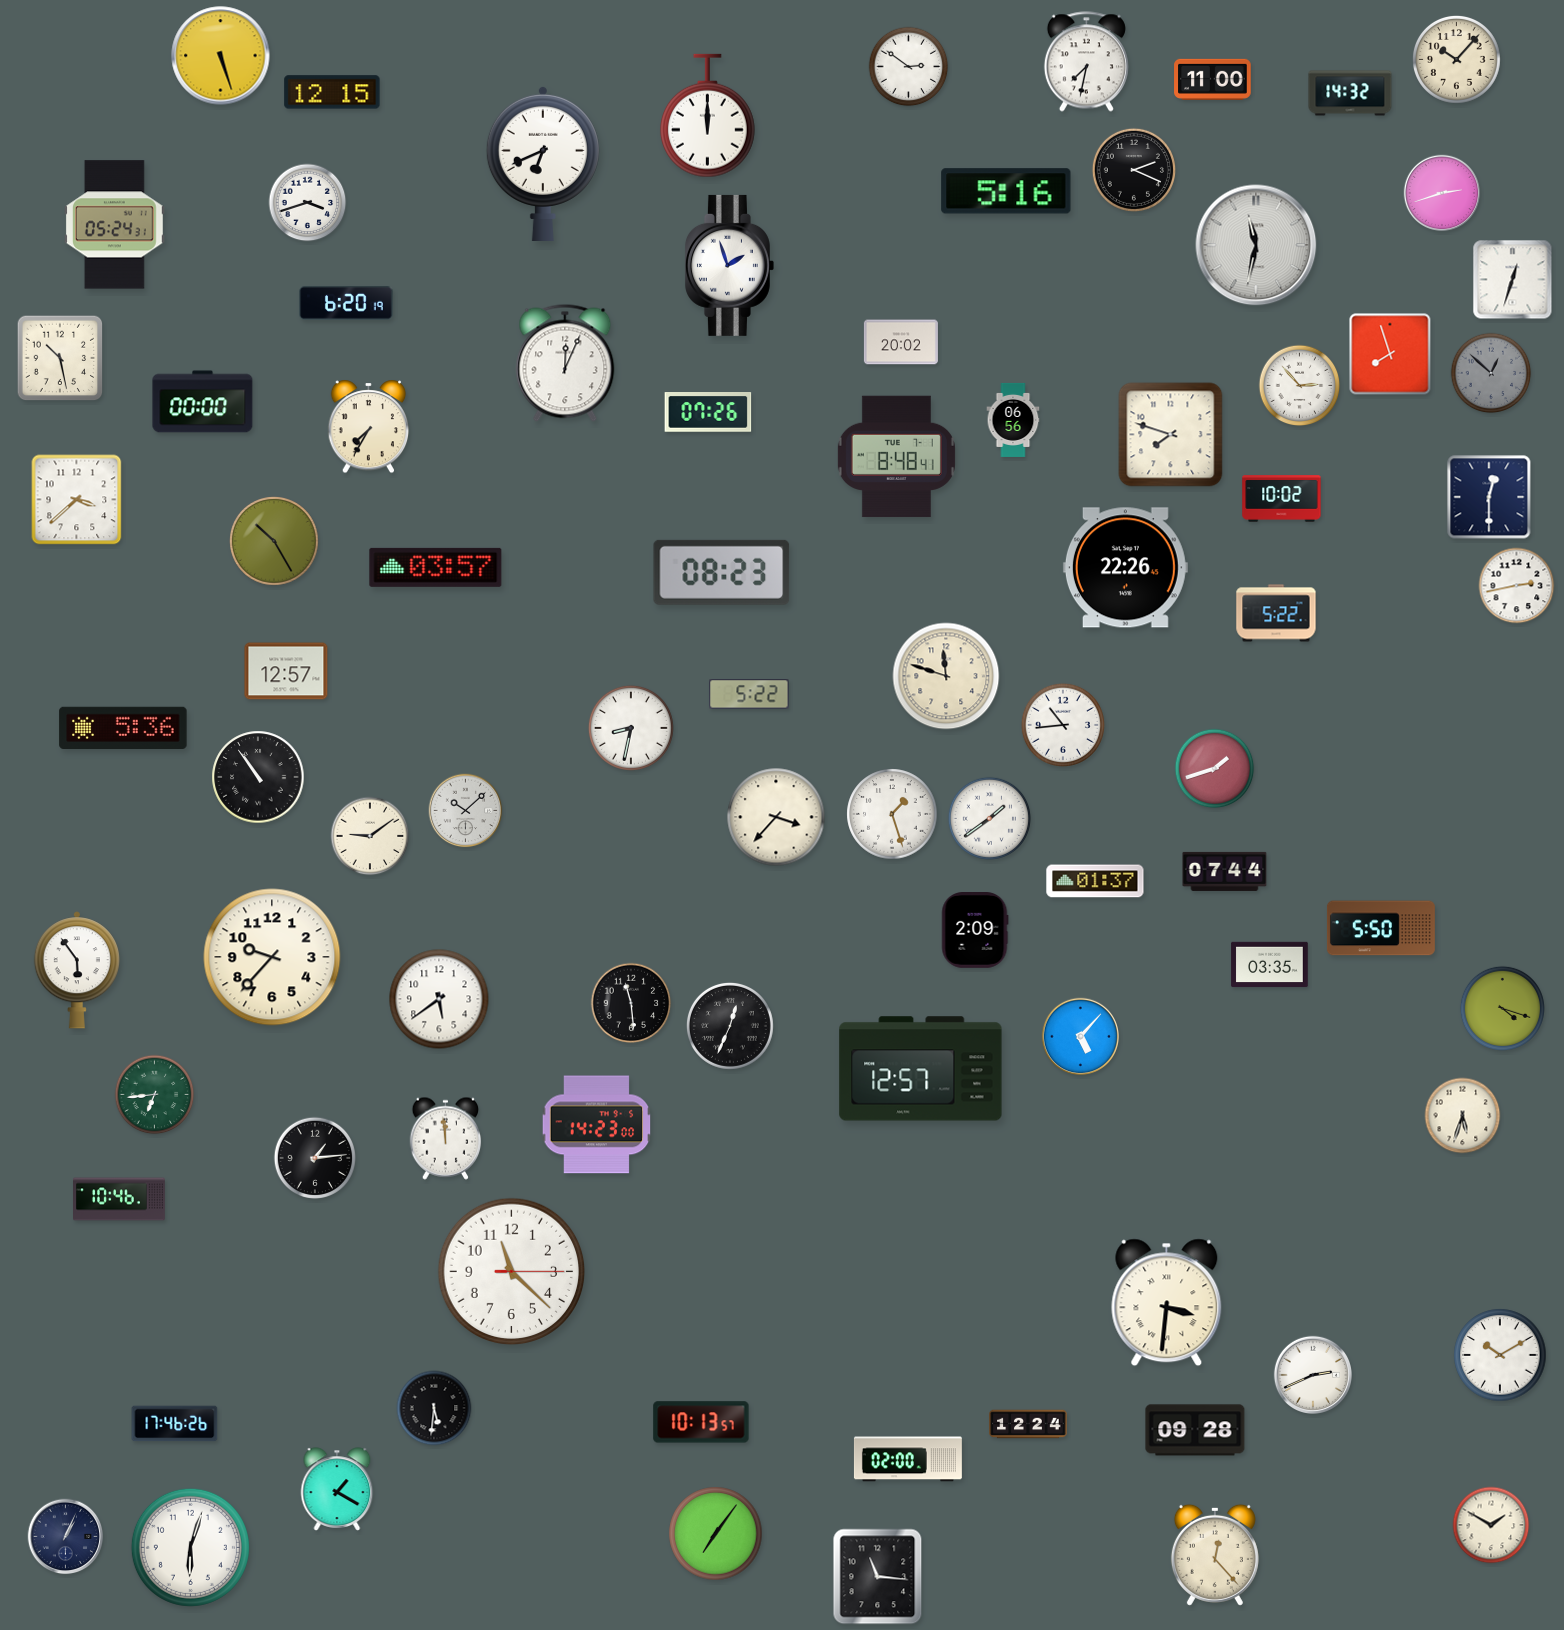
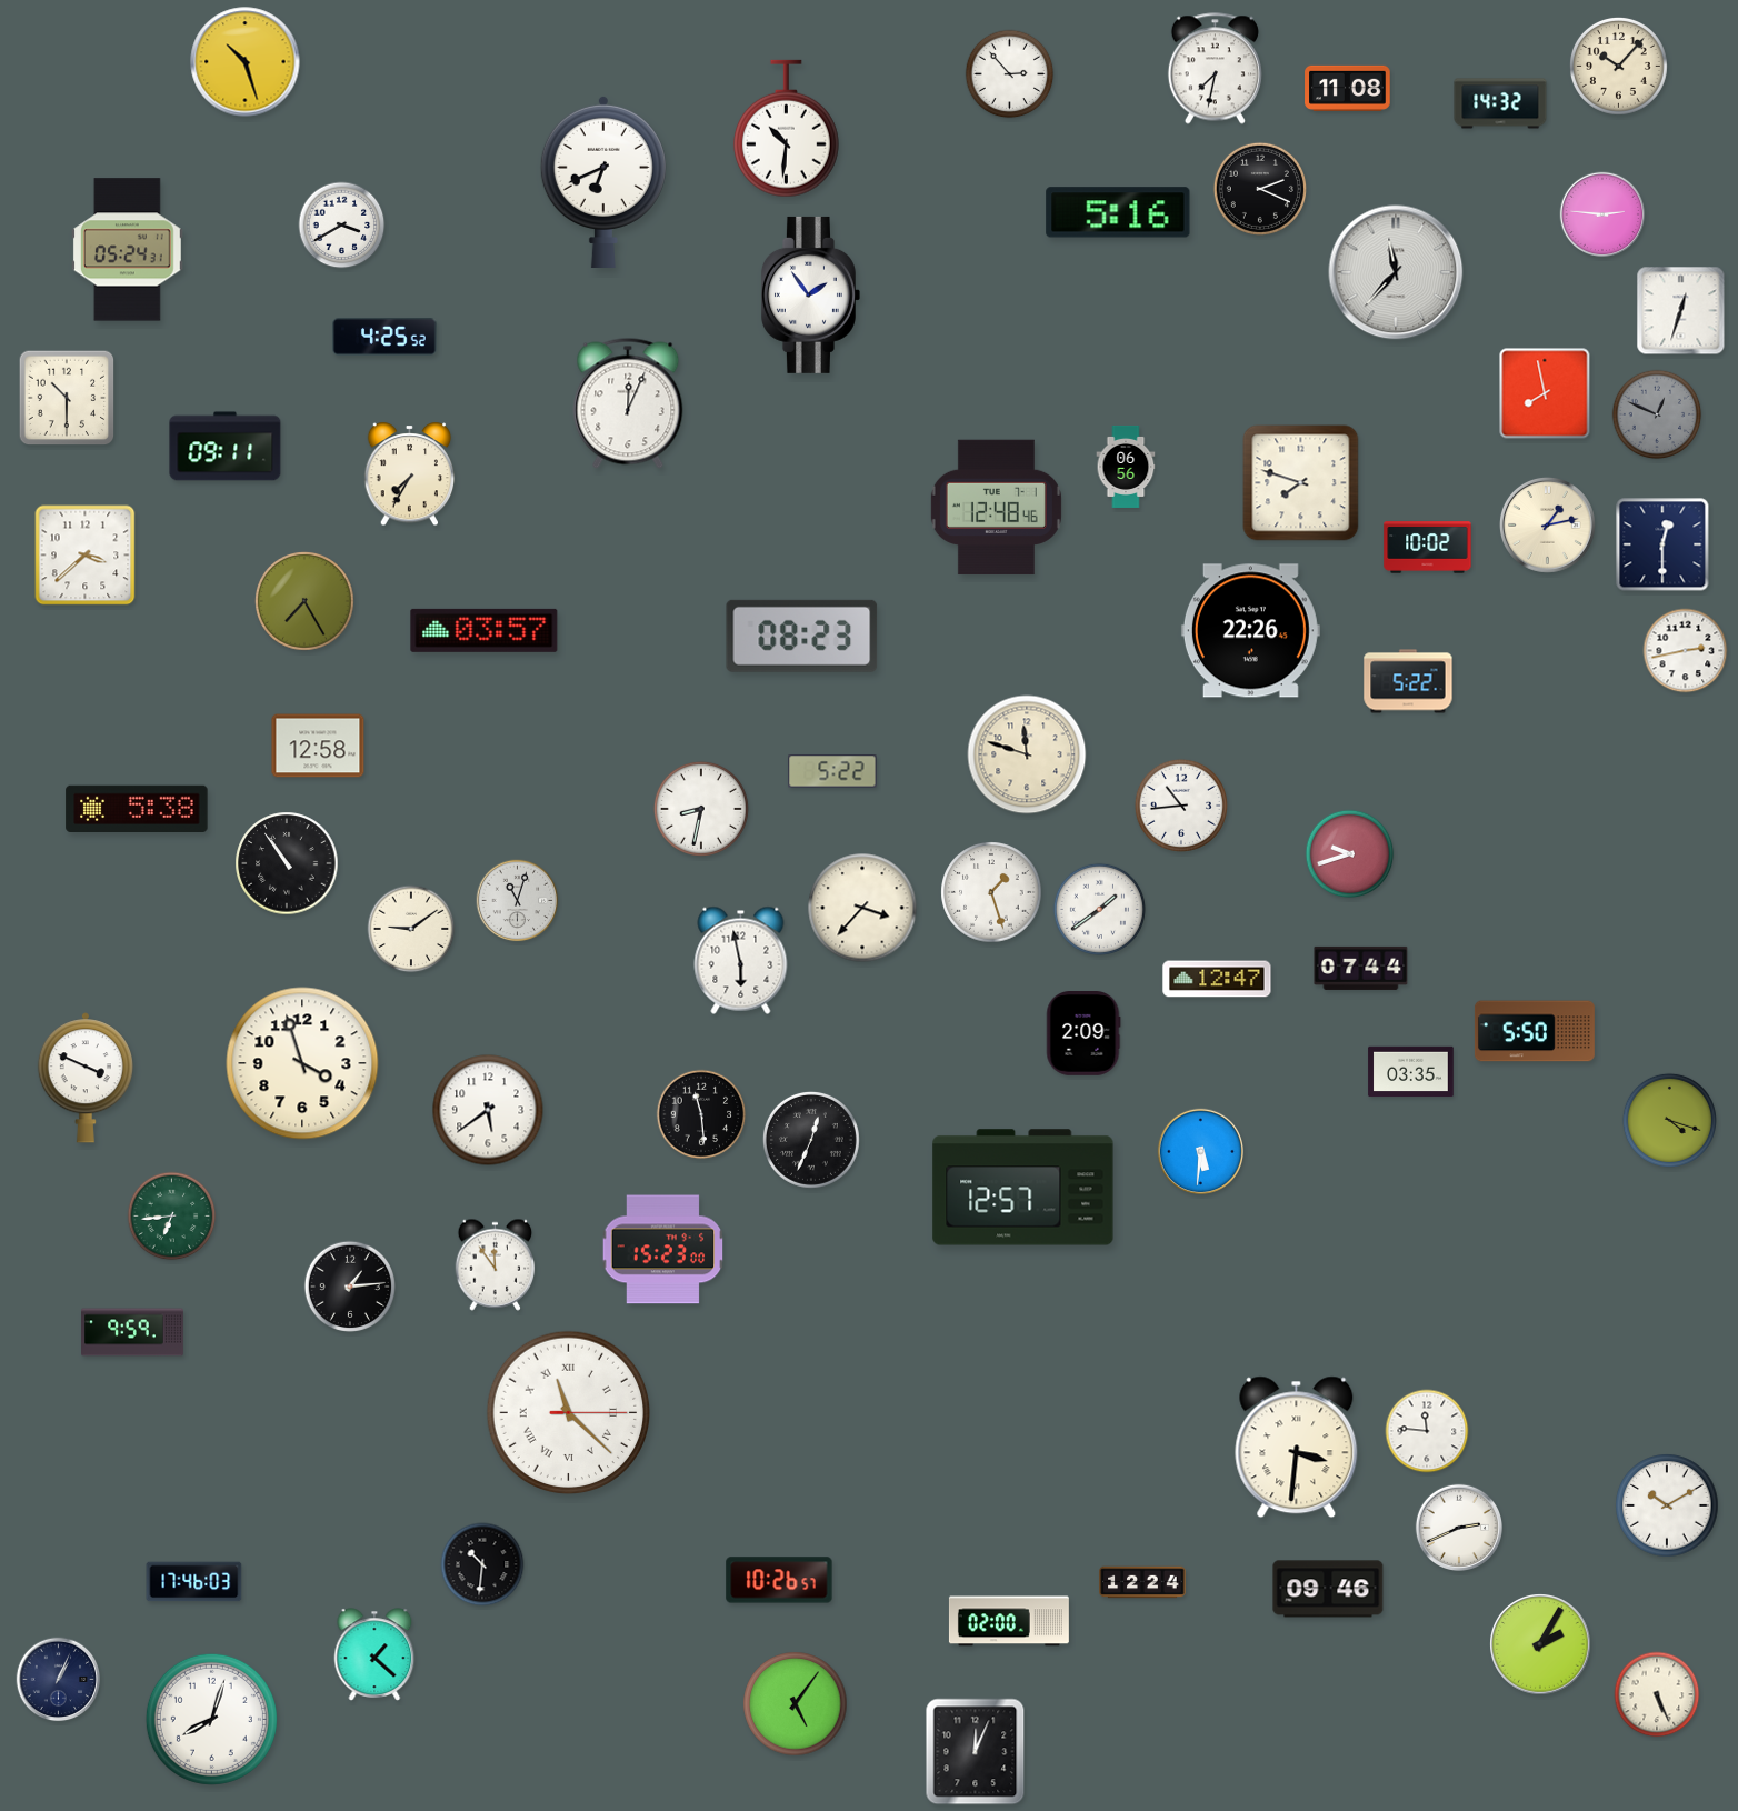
clock at (221, 56): 5:27 -> 10:27
clock at (1086, 62) position: (1086, 62) -> (1215, 69)
clock at (909, 67): 2:51 -> 2:53
clock at (1213, 79): 11:00 -> 11:08
clock at (332, 92): 12:15 -> none
clock at (707, 116): 12:00 -> 10:31
clock at (1442, 193): 2:42 -> 2:46
clock at (308, 203): 3:42 -> 3:40
clock at (1256, 245): 11:32 -> 11:37
clock at (729, 265): 1:57 -> 1:54
clock at (346, 303): 6:20 -> 4:25
clock at (901, 342): 20:02 -> none
clock at (1390, 354): 7:57 -> 7:58
clock at (60, 358): 10:28 -> 10:30
clock at (1491, 373): 12:52 -> 12:49
clock at (1300, 386): 2:53 -> none
clock at (203, 402): 00:00 -> 09:11
clock at (708, 412): 07:26 -> none
clock at (896, 457): 8:48 -> 12:48
clock at (1547, 524): none -> 1:13
clock at (1489, 497) position: (1489, 497) -> (1662, 544)
clock at (1282, 499) position: (1282, 499) -> (1428, 548)
clock at (275, 542): 10:25 -> 7:25
clock at (1276, 613) position: (1276, 613) -> (1408, 681)
clock at (286, 671): 12:57 -> 12:58
clock at (946, 676) position: (946, 676) -> (1027, 754)
clock at (123, 727): 5:36 -> 5:38
clock at (1215, 769): 1:42 -> 9:42
clock at (466, 811): 10:08 -> 11:03
clock at (892, 814) position: (892, 814) -> (991, 892)
clock at (741, 960): none -> 5:58
clock at (1095, 881): 01:37 -> 12:47
clock at (272, 957): 9:37 -> 3:57
clock at (77, 970): 5:54 -> 3:49
clock at (1080, 1036): 5:07 -> 5:31
clock at (1463, 1116): 5:33 -> none
clock at (597, 1125): 14:23 -> 15:23
clock at (446, 1138): 11:59 -> 11:54
clock at (120, 1199): 10:46 -> 9:59
clock at (512, 1272) numerals: Arabic -> Roman
clock at (1427, 1431): none -> 11:46
clock at (434, 1408): 5:31 -> 10:31
clock at (701, 1422): 10:13 -> 10:26
clock at (175, 1424): 17:46:26 -> 17:46:03
clock at (1195, 1430): 09:28 -> 09:46
clock at (1540, 1644): none -> 2:05
clock at (337, 1489): 1:20 -> 1:22
clock at (1491, 1525): 1:50 -> 5:26
clock at (716, 1534): 7:06 -> 5:06
clock at (66, 1537) position: (66, 1537) -> (59, 1680)
clock at (190, 1547): 6:03 -> 8:03
clock at (1215, 1555): 12:23 -> none
clock at (878, 1577): 11:16 -> 12:04
